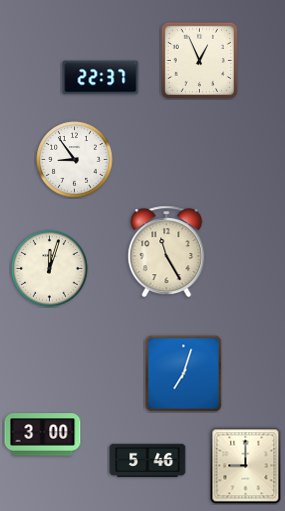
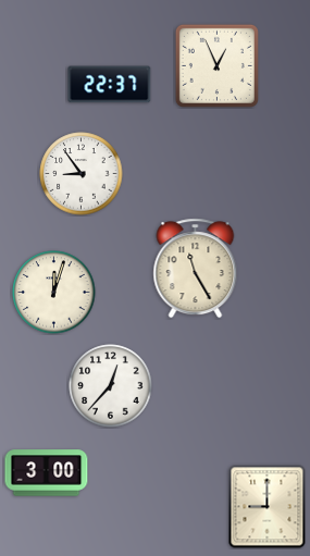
clock at (167, 252) position: (167, 252) -> (196, 269)
clock at (111, 386): none -> 12:37
clock at (183, 373): 7:03 -> none
clock at (148, 461): 5:46 -> none
